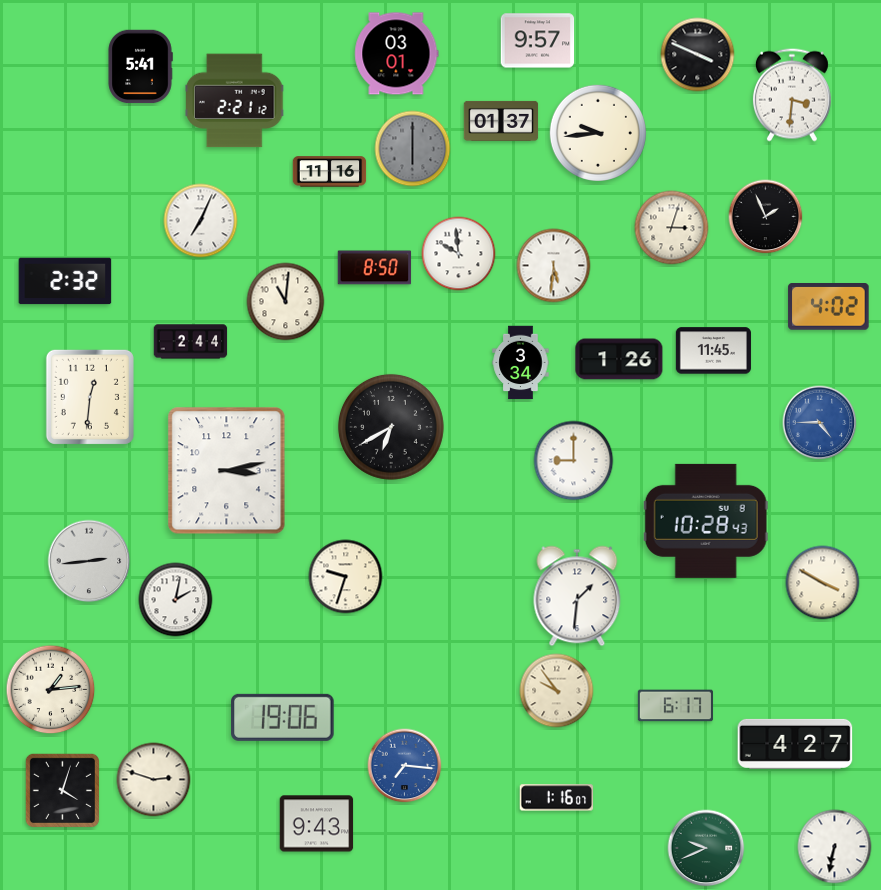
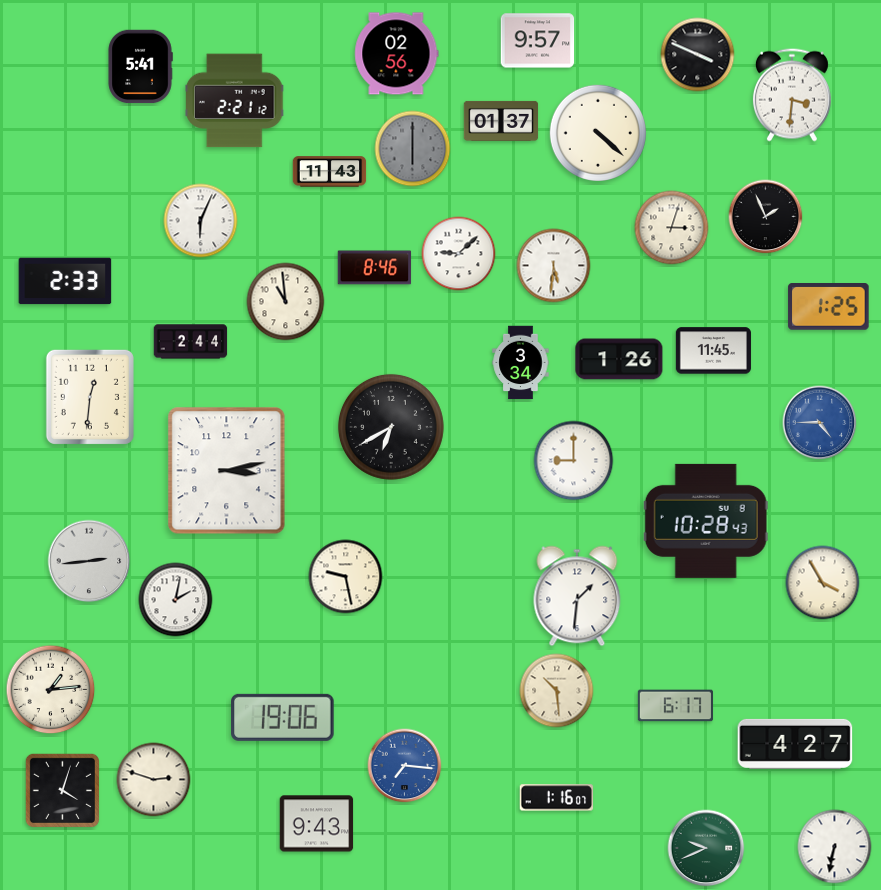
clock at (397, 54): 03:01 -> 02:56
clock at (598, 133): 9:44 -> 4:22
clock at (330, 172): 11:16 -> 11:43
clock at (201, 221): 7:04 -> 6:04
clock at (459, 254): 9:59 -> 9:08
clock at (375, 268): 8:50 -> 8:46
clock at (65, 281): 2:32 -> 2:33
clock at (286, 302): 11:01 -> 10:59
clock at (829, 307): 4:02 -> 1:25
clock at (346, 577): 9:33 -> 9:28
clock at (823, 583): 3:50 -> 3:55
clock at (557, 691): 9:54 -> 10:29
